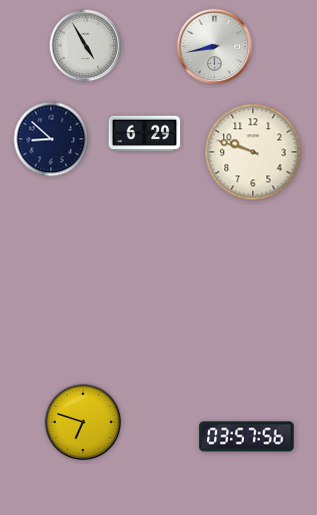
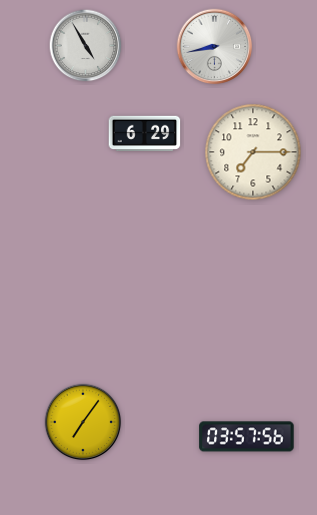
clock at (51, 139): 8:52 -> none
clock at (253, 152): 9:48 -> 7:15
clock at (83, 422): 6:48 -> 7:06
